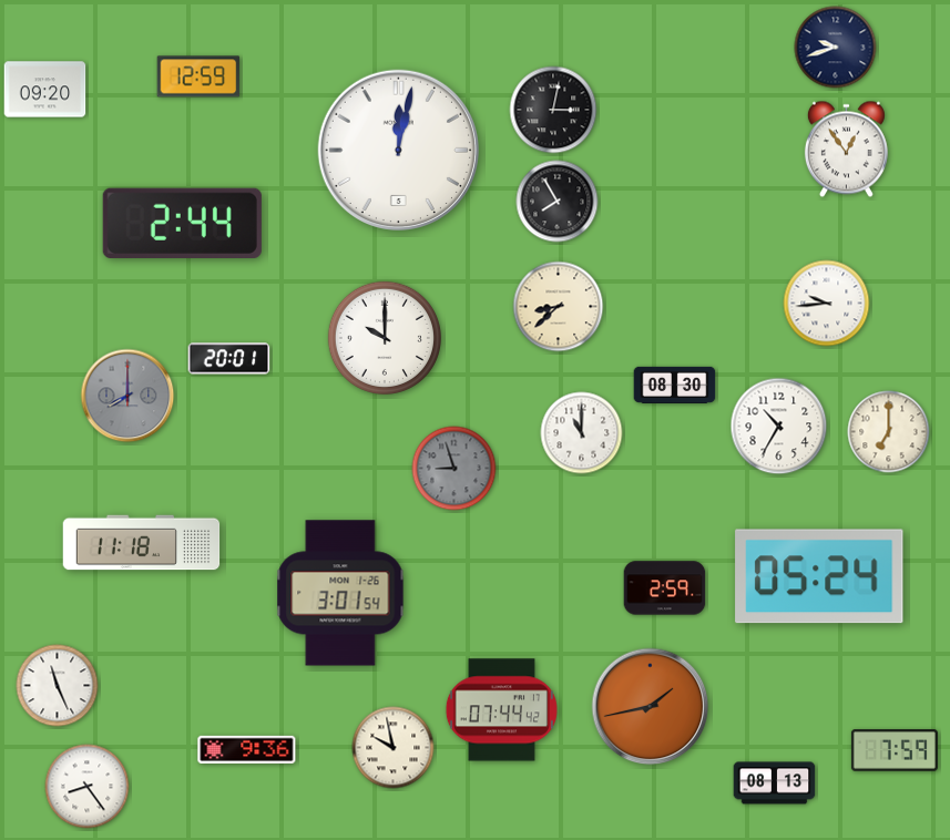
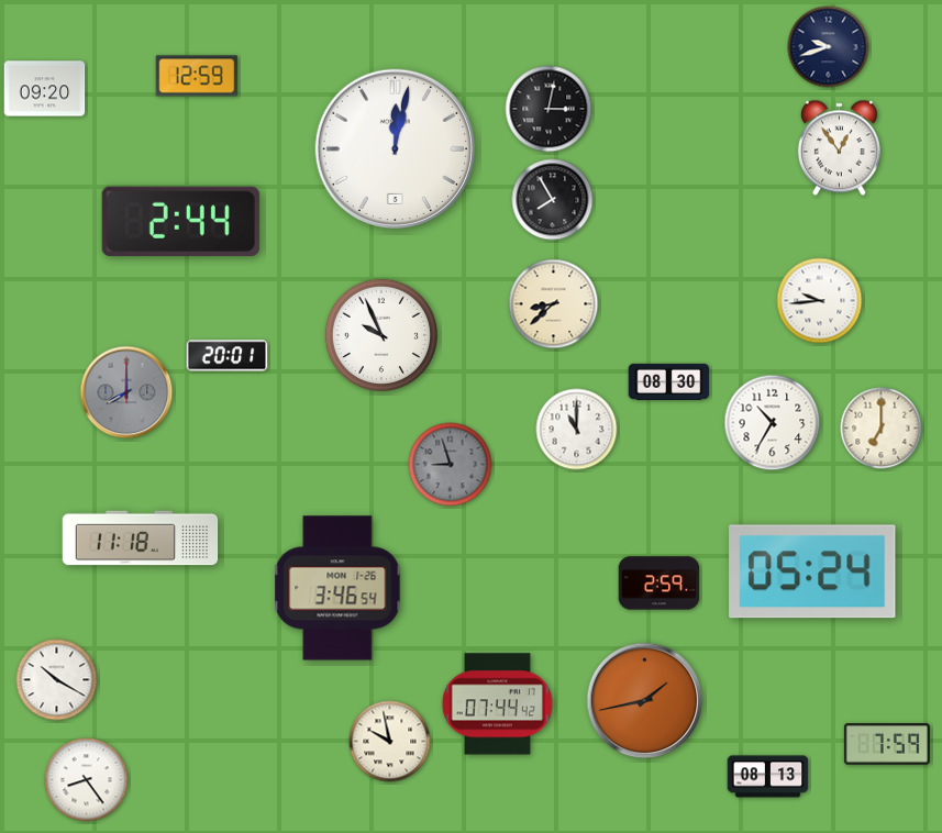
clock at (384, 337): 10:00 -> 9:56
clock at (340, 593): 3:01 -> 3:46
clock at (58, 686): 11:26 -> 10:20
clock at (247, 749): 9:36 -> none
